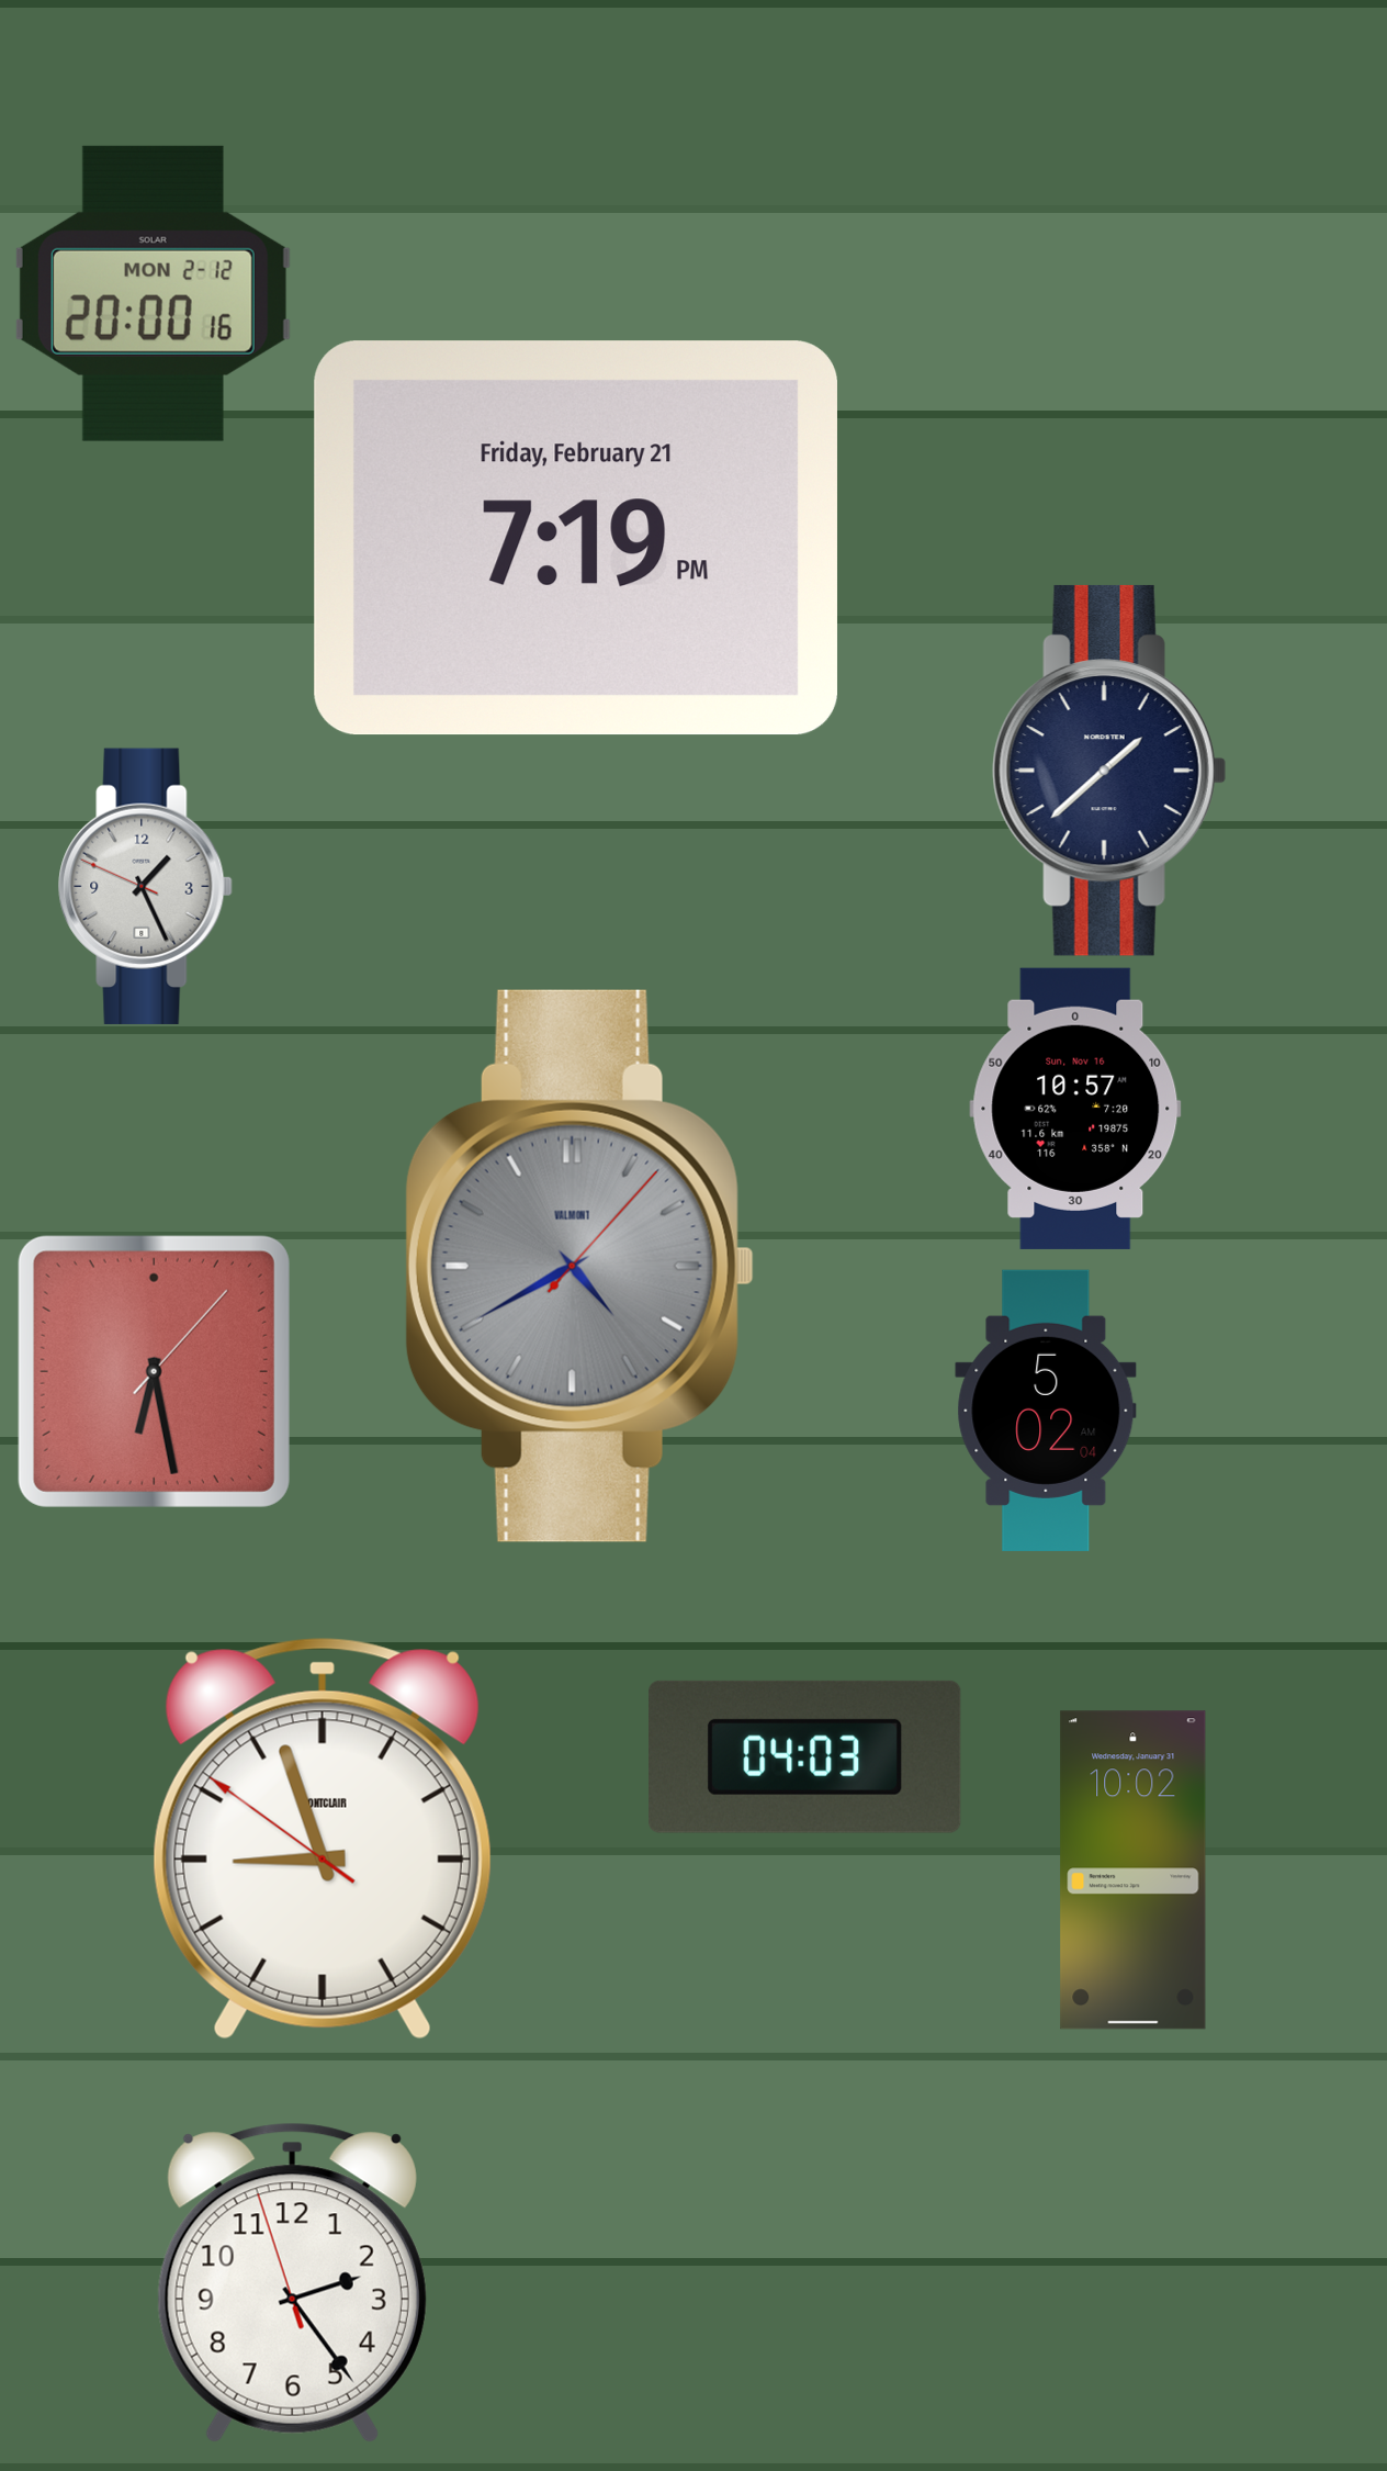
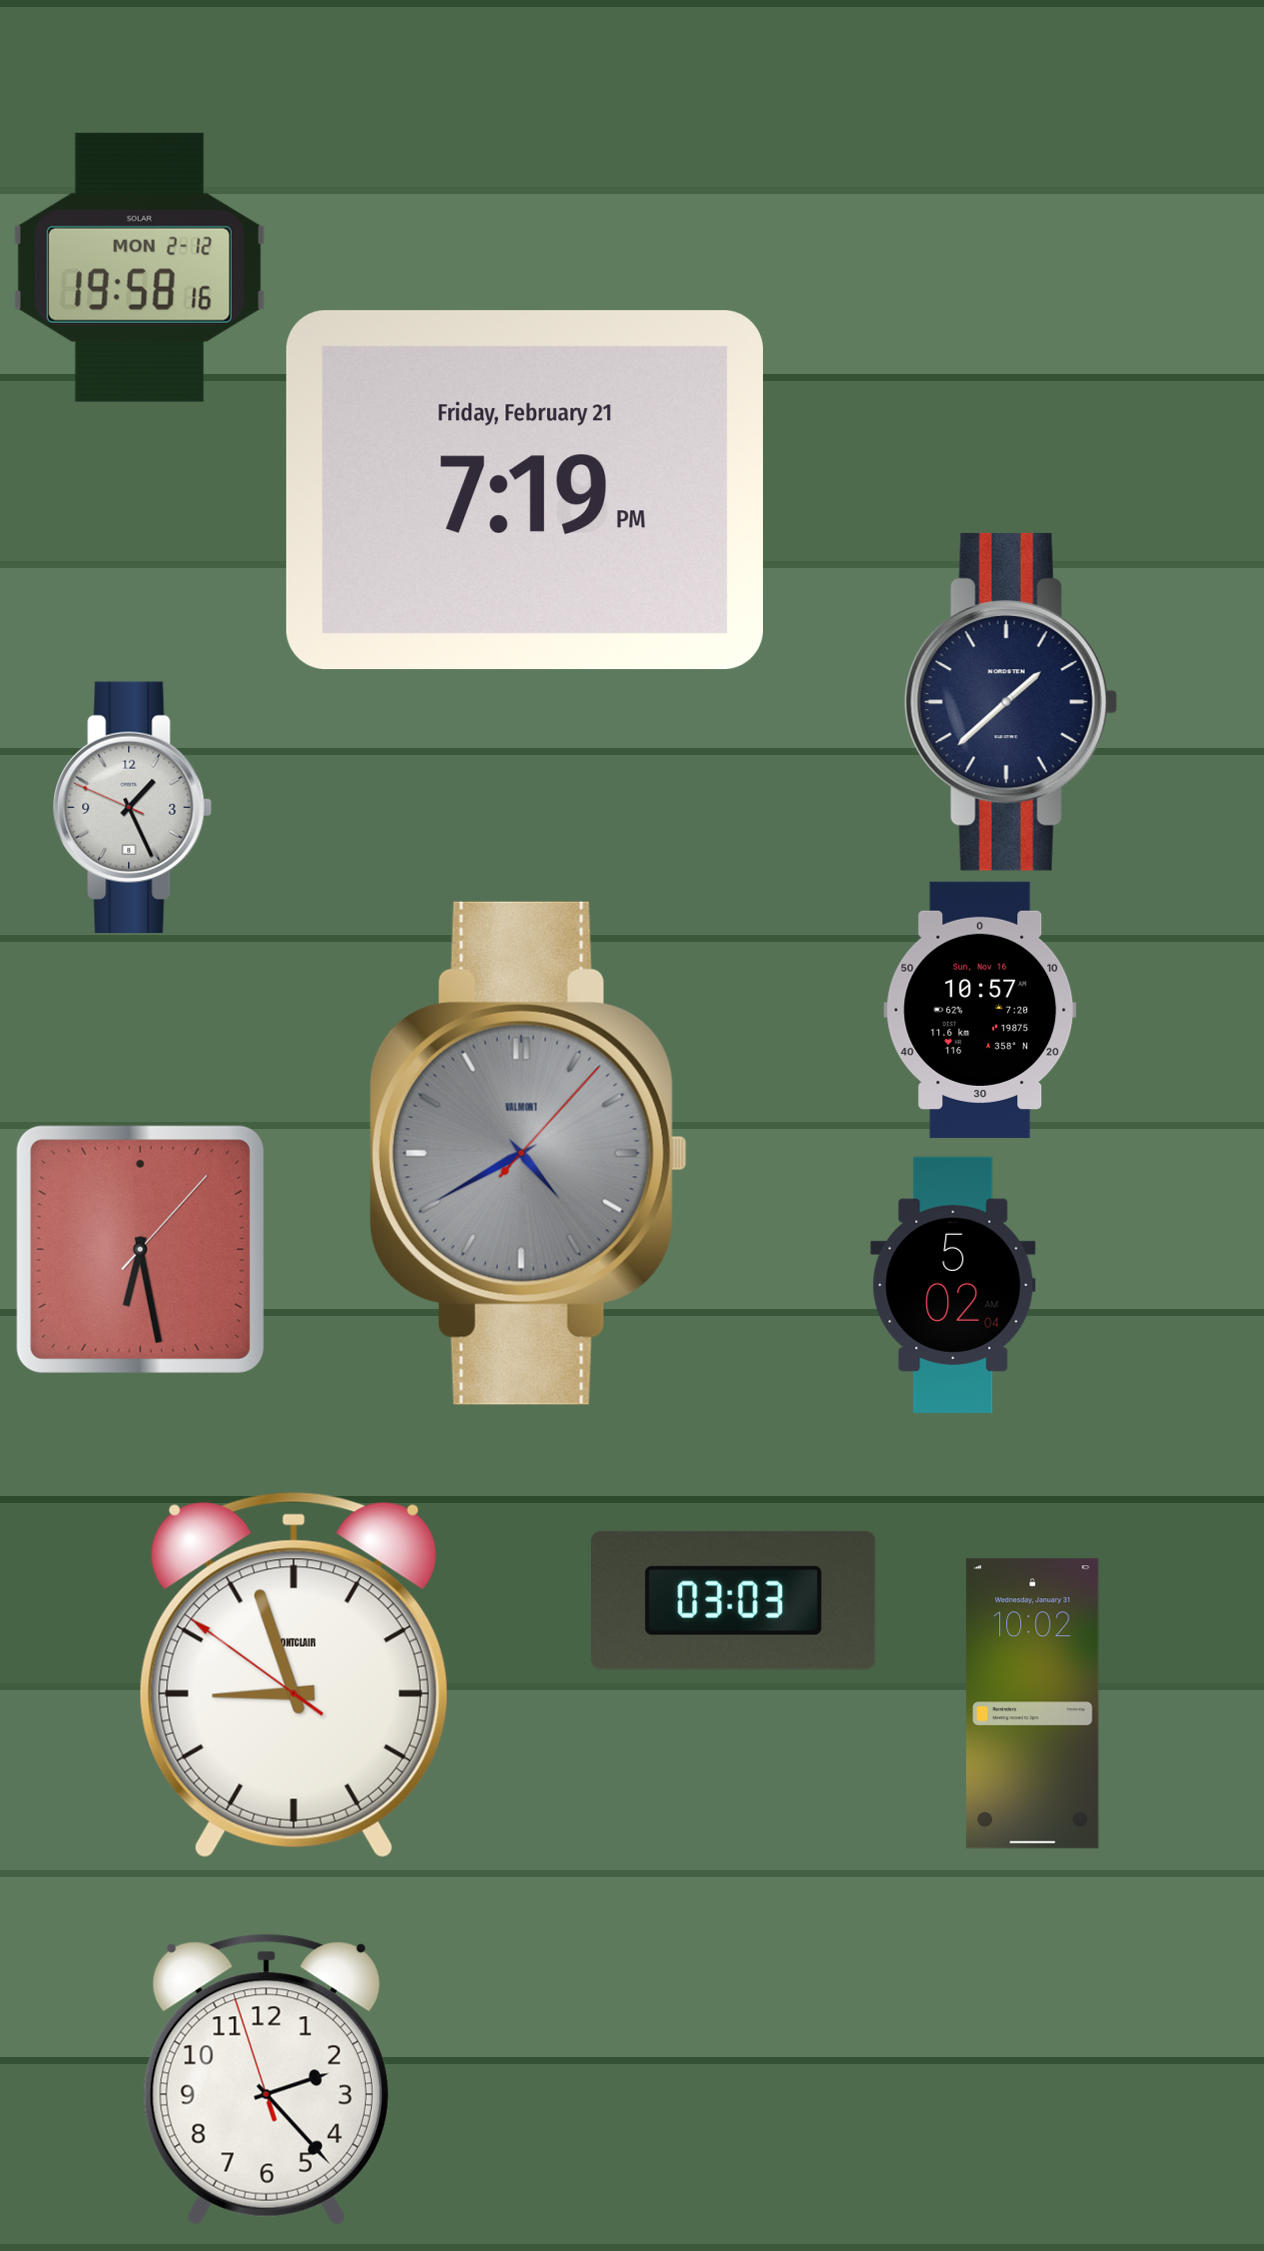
clock at (153, 293): 20:00 -> 19:58
clock at (805, 1756): 04:03 -> 03:03
clock at (292, 2282): 2:23 -> 2:22
